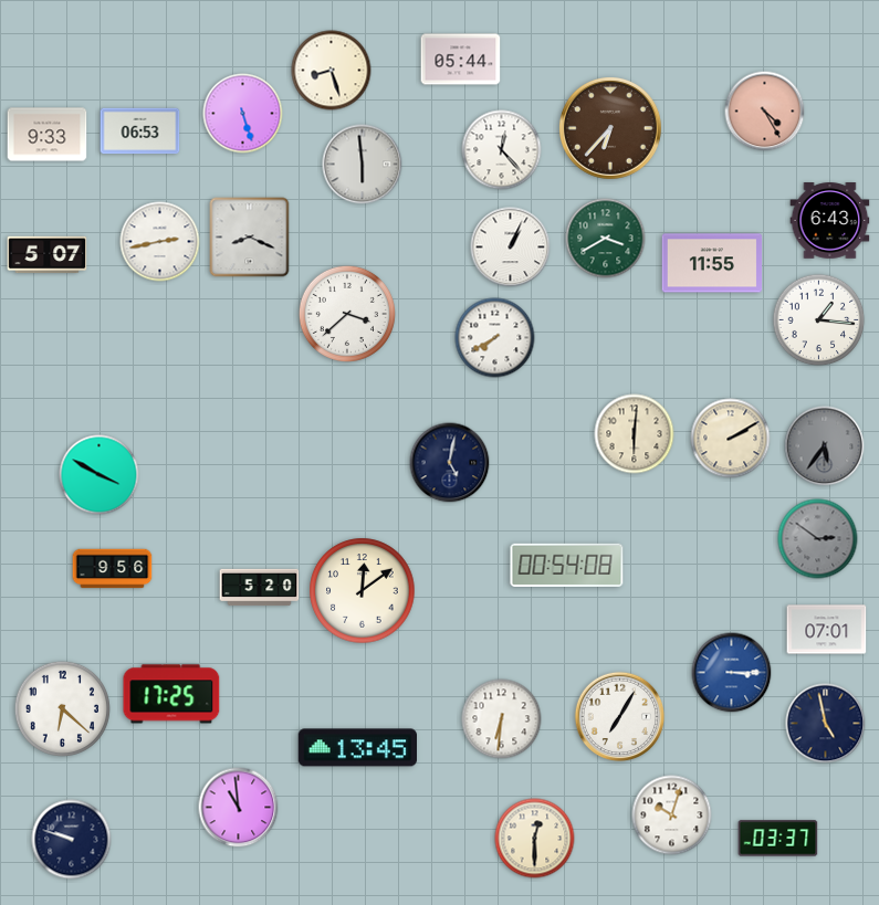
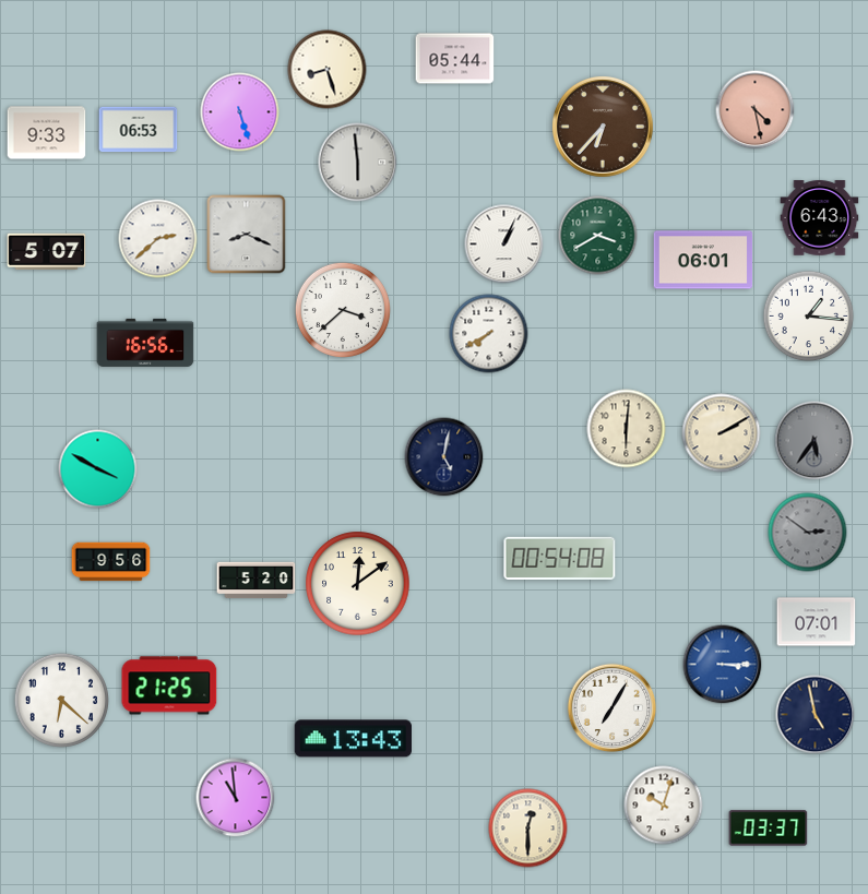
clock at (765, 112): 4:25 -> 4:28
clock at (502, 150): 12:23 -> none
clock at (160, 242): 2:43 -> 2:38
clock at (712, 263): 11:55 -> 06:01
clock at (145, 343): none -> 16:56
clock at (171, 694): 17:25 -> 21:25
clock at (502, 719): 6:31 -> none
clock at (357, 748): 13:45 -> 13:43
clock at (72, 840): 9:48 -> none
